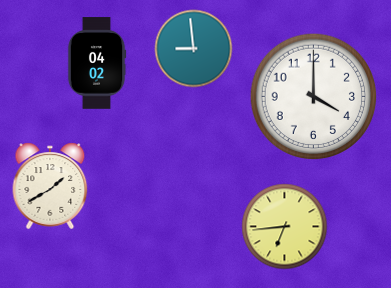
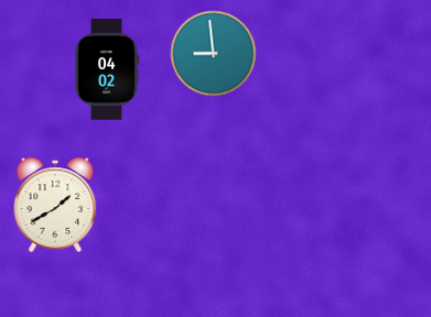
clock at (313, 96): 4:00 -> none
clock at (284, 226): 6:44 -> none
